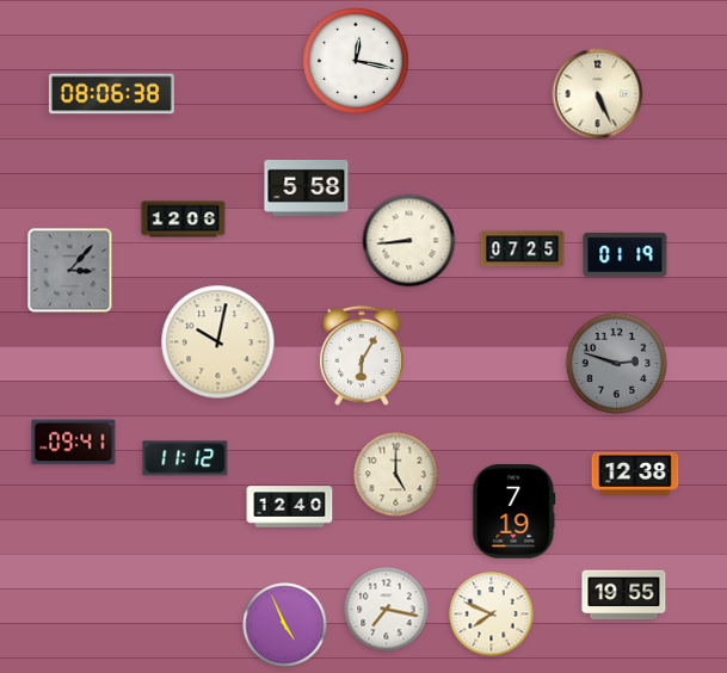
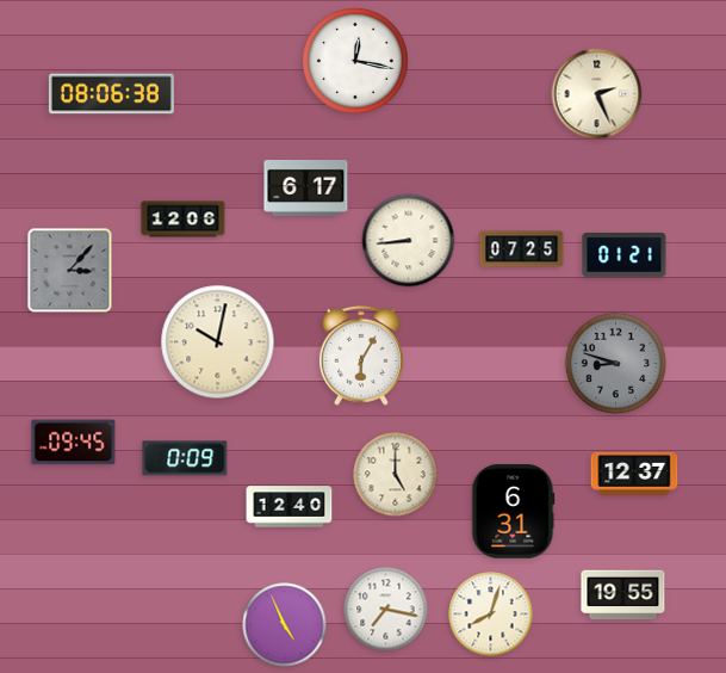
clock at (598, 94): 5:26 -> 2:26
clock at (307, 187): 5:58 -> 6:17
clock at (626, 254): 01:19 -> 01:21
clock at (616, 363): 2:48 -> 8:48
clock at (74, 443): 09:41 -> 09:45
clock at (185, 458): 11:12 -> 0:09
clock at (635, 474): 12:38 -> 12:37
clock at (515, 512): 7:19 -> 6:31
clock at (492, 615): 7:49 -> 8:03
